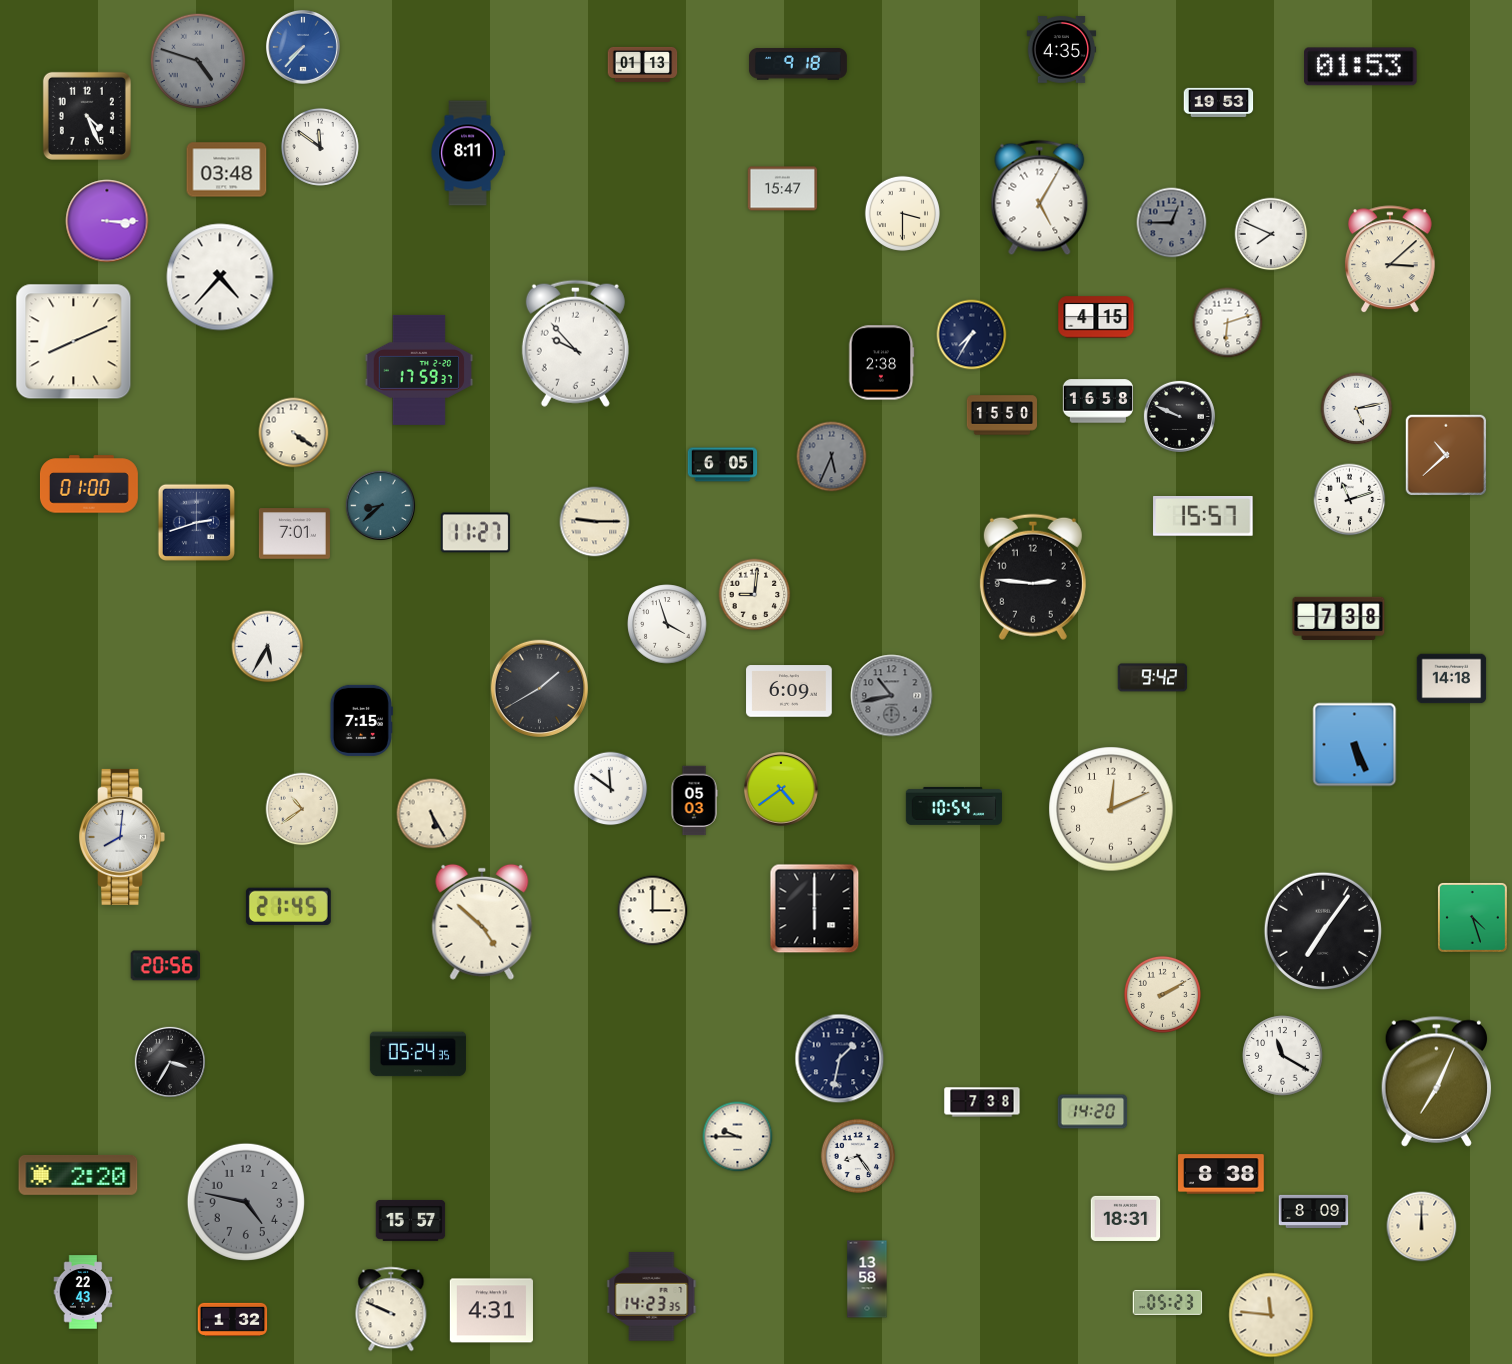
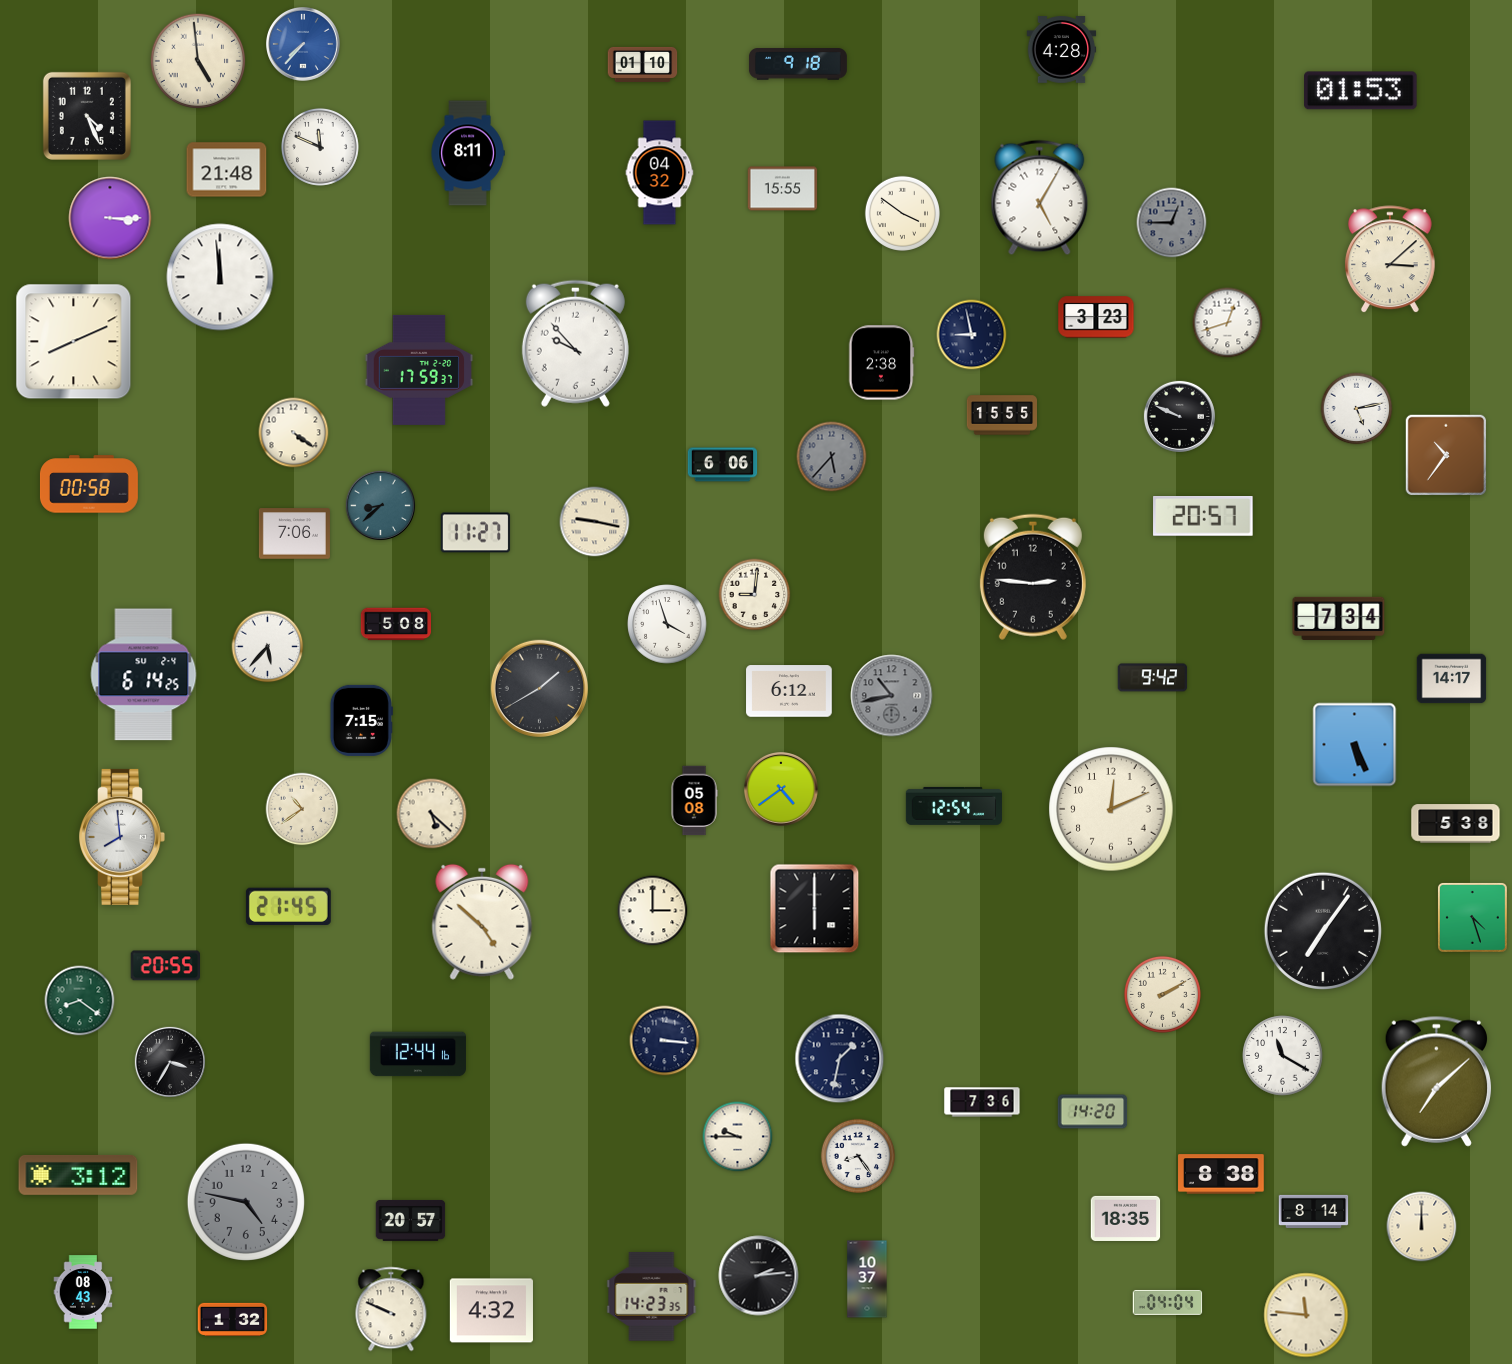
clock at (304, 48) position: (304, 48) -> (304, 45)
clock at (1062, 50): 4:35 -> 4:28
clock at (198, 61): 4:48 -> 4:59
clock at (198, 61) dial: grey -> cream
clock at (643, 64): 01:13 -> 01:10
clock at (1361, 67) position: (1361, 67) -> (1361, 91)
clock at (1219, 102): 19:53 -> none
clock at (320, 147): 11:51 -> 11:49
clock at (227, 170): 03:48 -> 21:48
clock at (660, 173): none -> 04:32
clock at (783, 189): 15:47 -> 15:55
clock at (902, 213): 3:30 -> 3:51
clock at (107, 221) position: (107, 221) -> (110, 218)
clock at (1271, 234): 7:49 -> none
clock at (220, 277): 4:37 -> 11:59
clock at (1096, 317): 4:15 -> 3:23
clock at (1228, 323): 6:12 -> 12:42
clock at (972, 335): 7:35 -> 8:58
clock at (1097, 401): 16:58 -> none
clock at (1002, 415): 15:50 -> 15:55
clock at (1445, 454): 10:38 -> 10:36
clock at (832, 457): 5:34 -> 5:37
clock at (723, 465): 6:05 -> 6:06
clock at (89, 484): 01:00 -> 00:58
clock at (1350, 500): 11:12 -> none
clock at (1203, 517): 15:57 -> 20:57
clock at (196, 522): 2:42 -> none
clock at (595, 522): 9:15 -> 9:17
clock at (294, 534): 7:01 -> 7:06
clock at (1339, 618): 7:38 -> 7:34
clock at (395, 624): none -> 5:08
clock at (268, 647): 5:35 -> 5:37
clock at (144, 675): none -> 6:14
clock at (1452, 679): 14:18 -> 14:17
clock at (789, 691): 6:09 -> 6:12
clock at (611, 789): 11:51 -> none
clock at (694, 801): 05:03 -> 05:08
clock at (954, 806): 10:54 -> 12:54
clock at (432, 814): 5:25 -> 5:22
clock at (1456, 824): none -> 5:38
clock at (122, 837): 8:01 -> 7:59
clock at (166, 966): 20:56 -> 20:55
clock at (80, 1001): none -> 8:21
clock at (665, 1041): none -> 3:16
clock at (418, 1054): 05:24 -> 12:44
clock at (1436, 1081): 7:04 -> 7:08
clock at (982, 1102): 7:38 -> 7:36
clock at (78, 1175): 2:20 -> 3:12
clock at (1314, 1211): 8:09 -> 8:14
clock at (1126, 1218): 18:31 -> 18:35
clock at (411, 1220): 15:57 -> 20:57
clock at (759, 1276): none -> 2:14
clock at (867, 1279): 13:58 -> 10:37
clock at (83, 1292): 22:43 -> 08:43
clock at (1168, 1302): 05:23 -> 04:04
clock at (491, 1311): 4:31 -> 4:32
clock at (1271, 1315) position: (1271, 1315) -> (1306, 1315)
